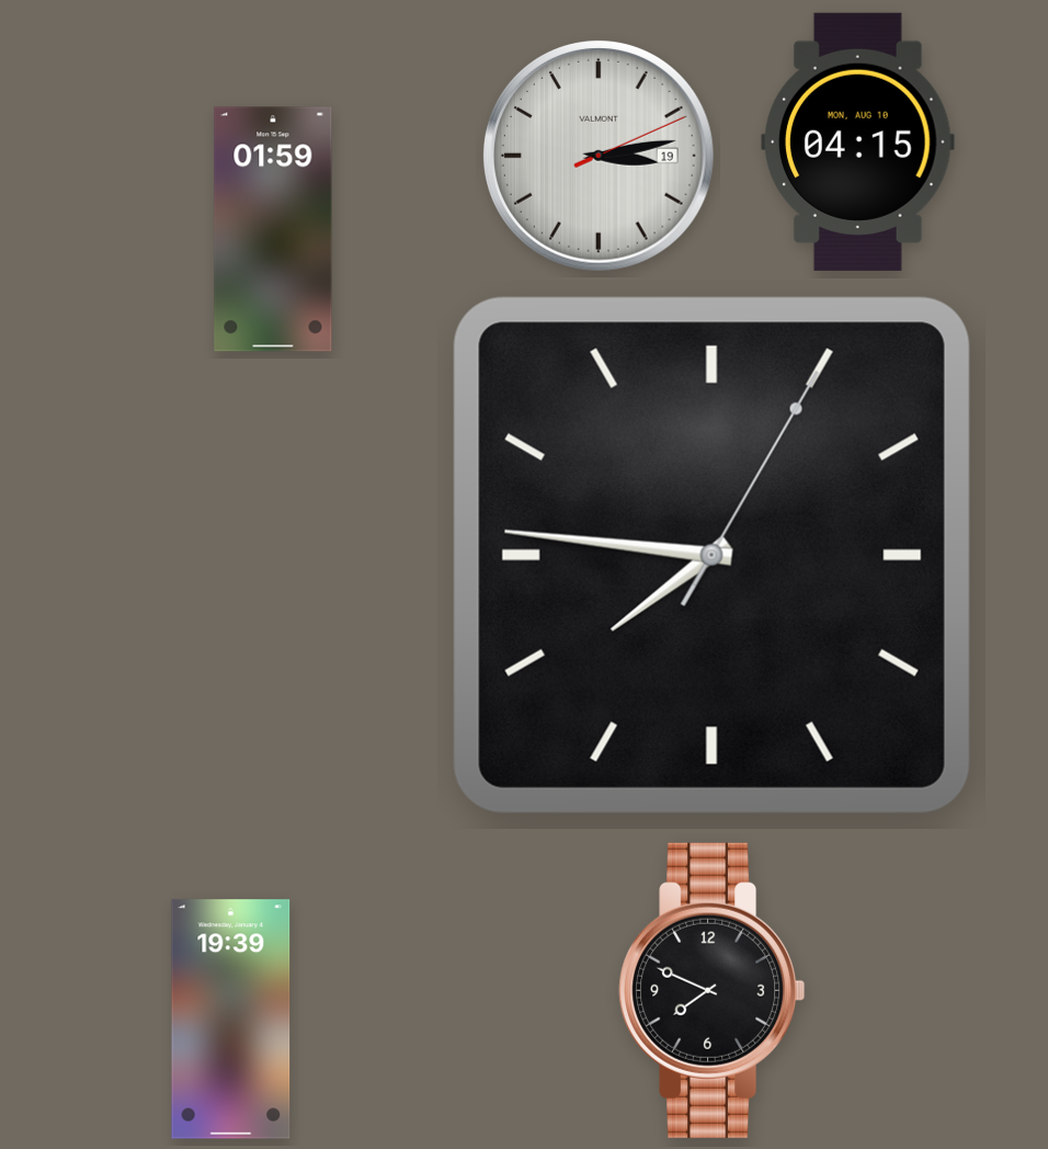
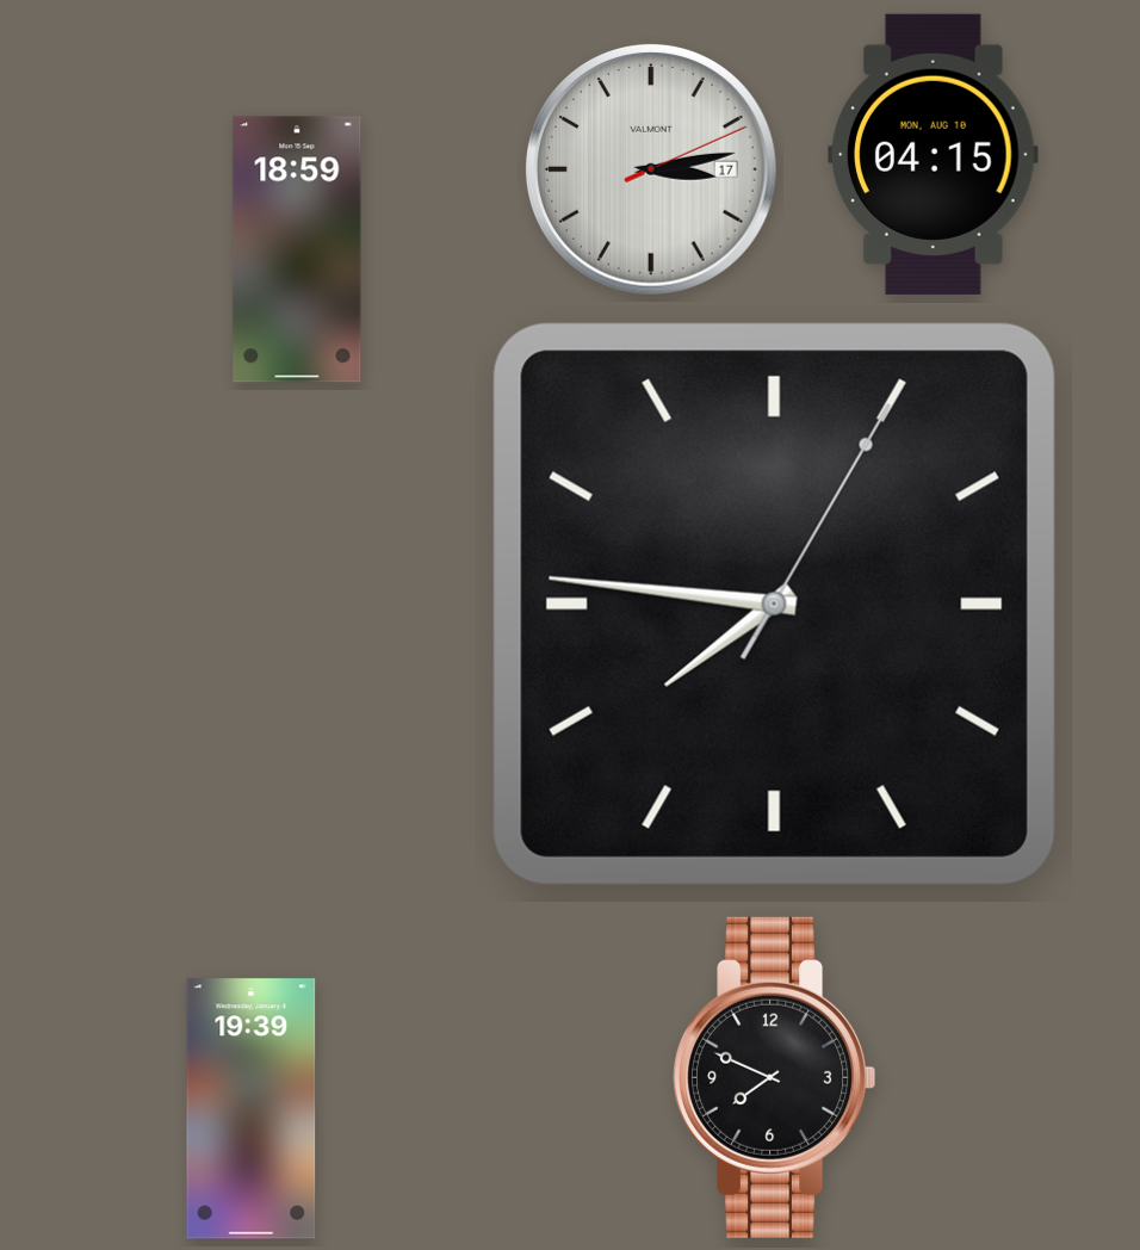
clock at (599, 156) date: 19 -> 17
clock at (273, 229): 01:59 -> 18:59
